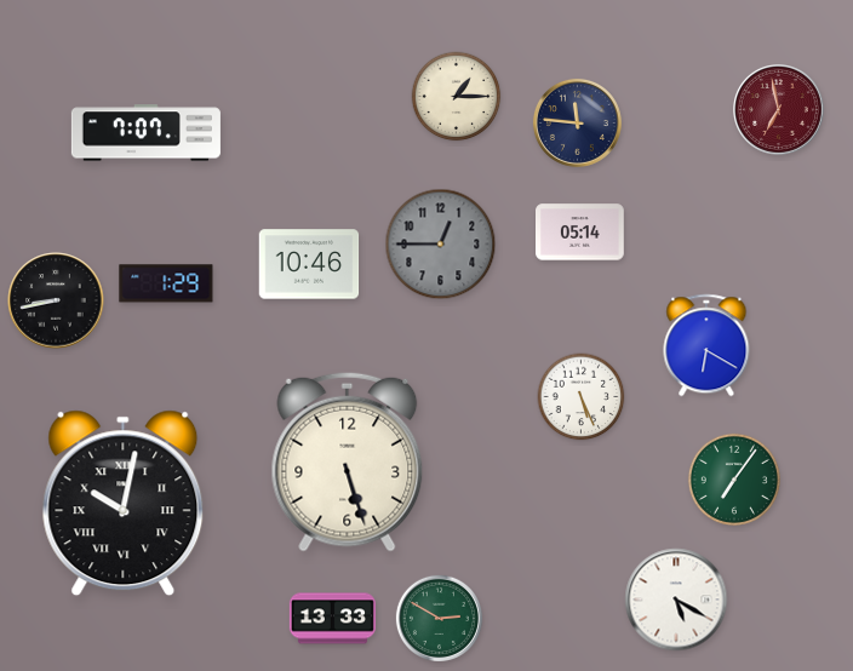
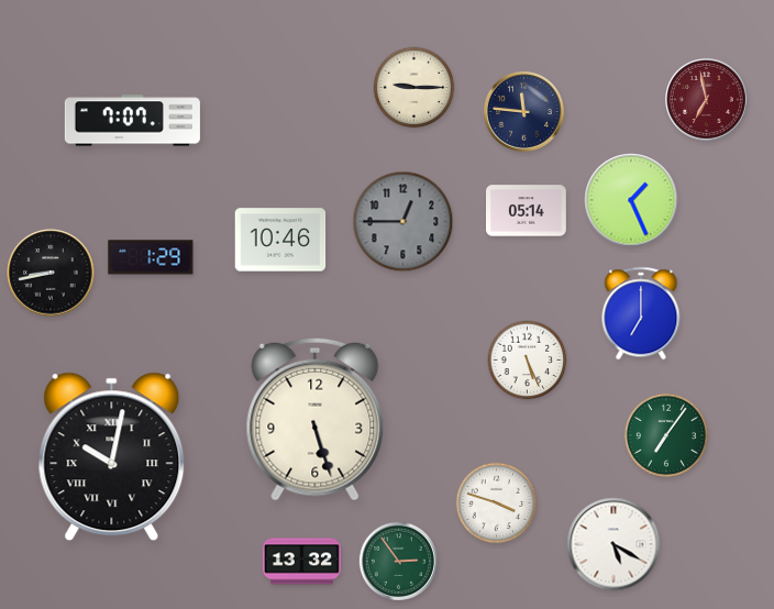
clock at (457, 97): 1:15 -> 9:15
clock at (631, 200): none -> 1:26
clock at (441, 245) position: (441, 245) -> (403, 222)
clock at (706, 345): 6:20 -> 7:00
clock at (497, 503): none -> 3:48
clock at (439, 618): 2:50 -> 2:54
clock at (332, 619): 13:33 -> 13:32
